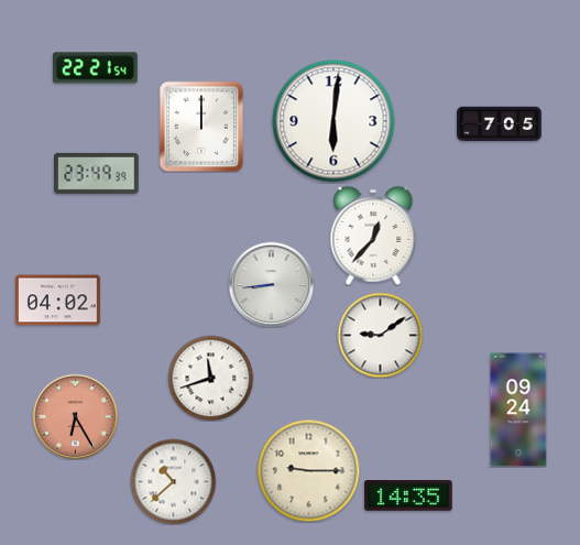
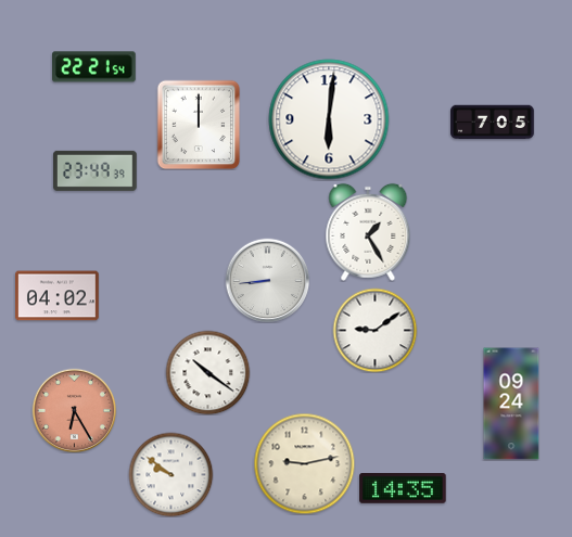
clock at (373, 236): 12:37 -> 1:25
clock at (210, 378): 11:42 -> 10:21
clock at (308, 470): 9:15 -> 9:13
clock at (173, 481): 10:38 -> 9:51
